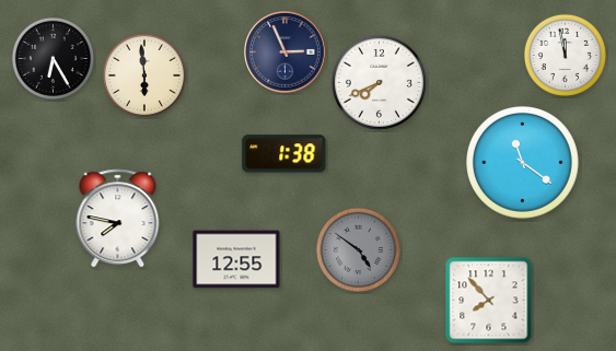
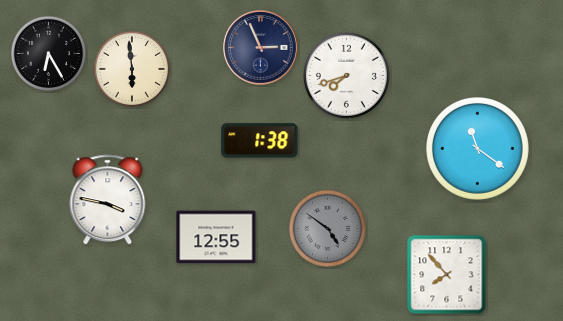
clock at (565, 55): 11:58 -> none
clock at (379, 82): 7:41 -> 7:42
clock at (118, 219): 7:47 -> 3:47
